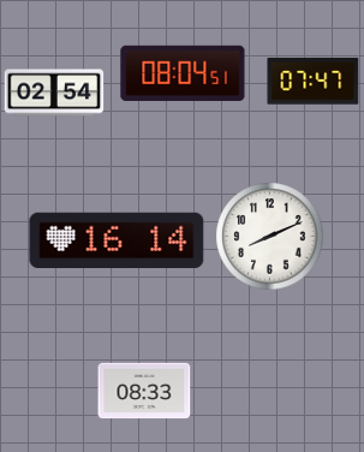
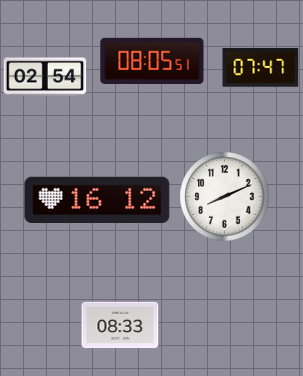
clock at (183, 73): 08:04 -> 08:05
clock at (117, 239): 16:14 -> 16:12
